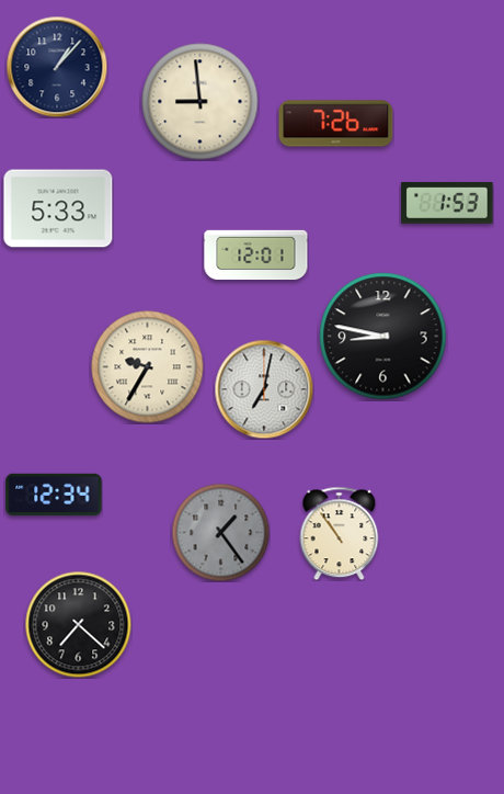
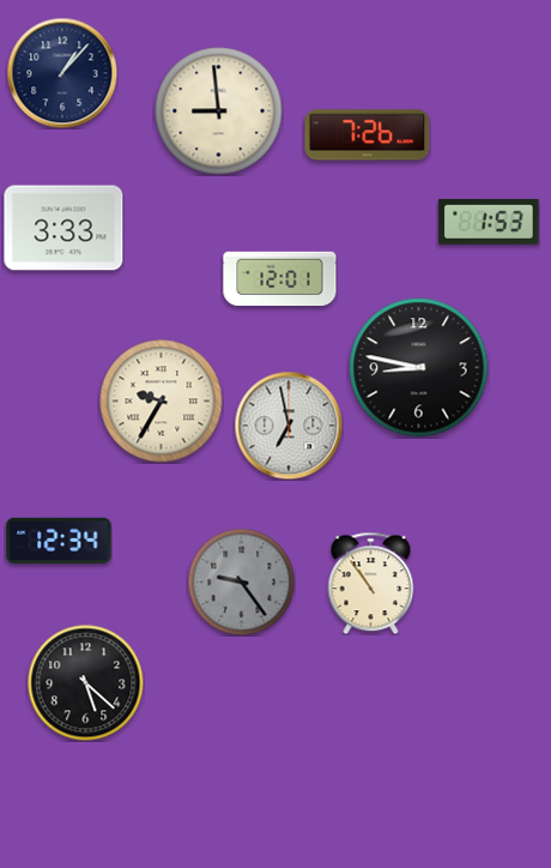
clock at (58, 208): 5:33 -> 3:33
clock at (264, 389): 7:02 -> 6:58
clock at (220, 532): 1:24 -> 9:24
clock at (78, 624): 7:22 -> 5:22
